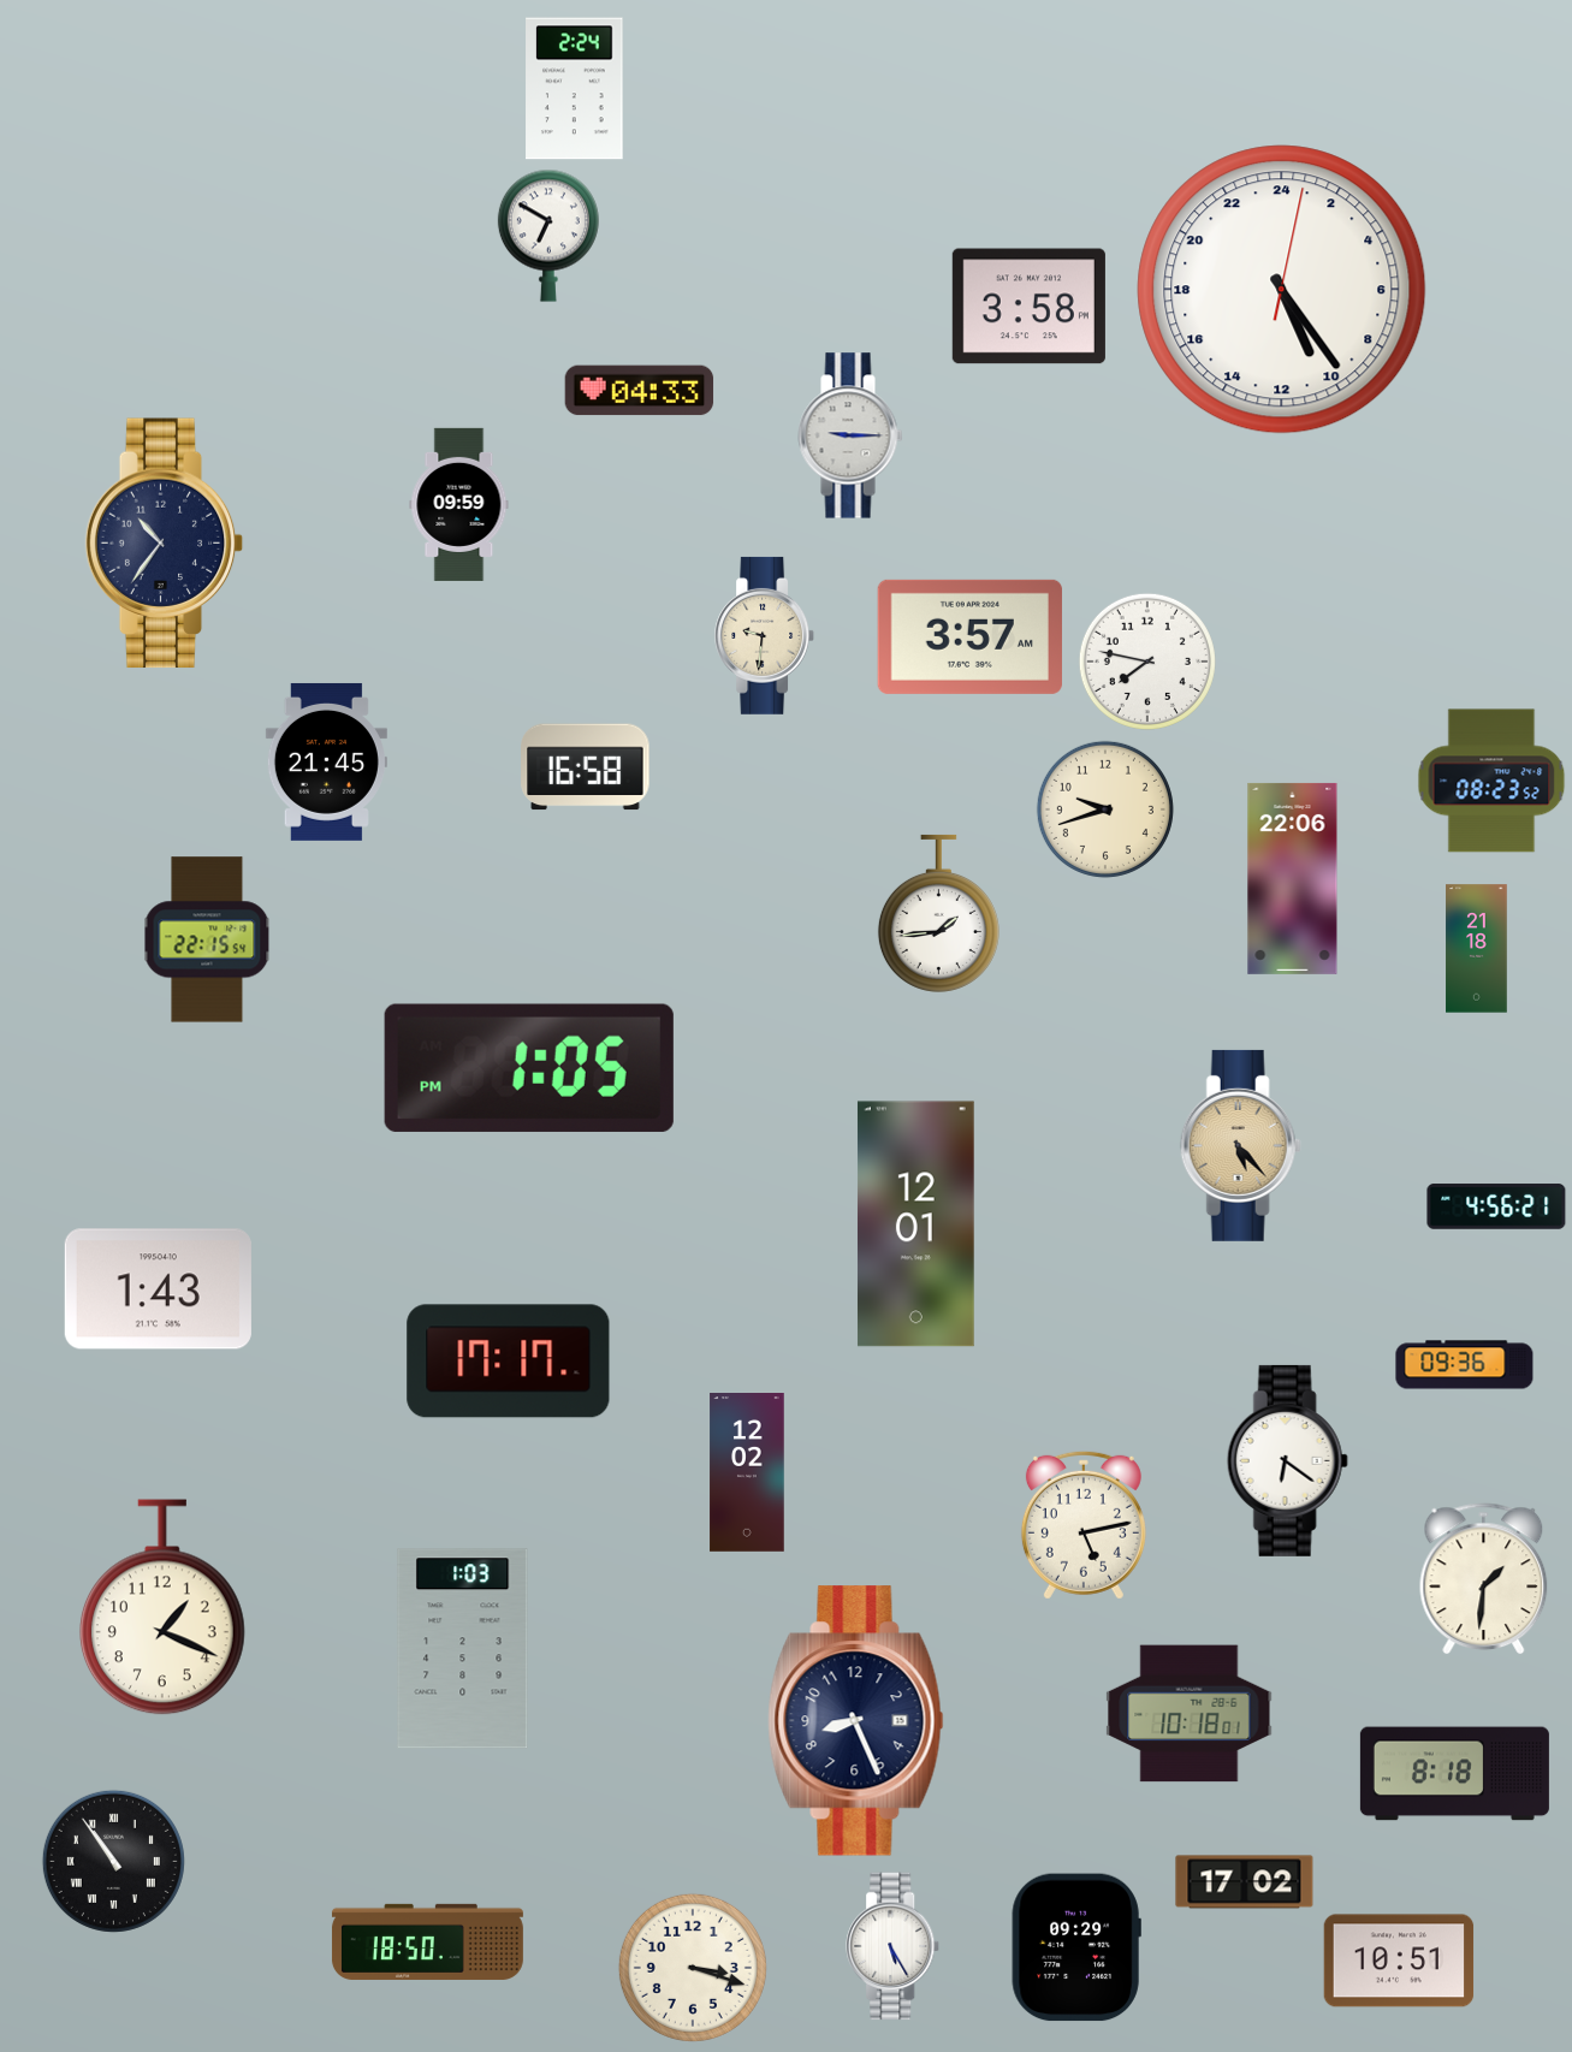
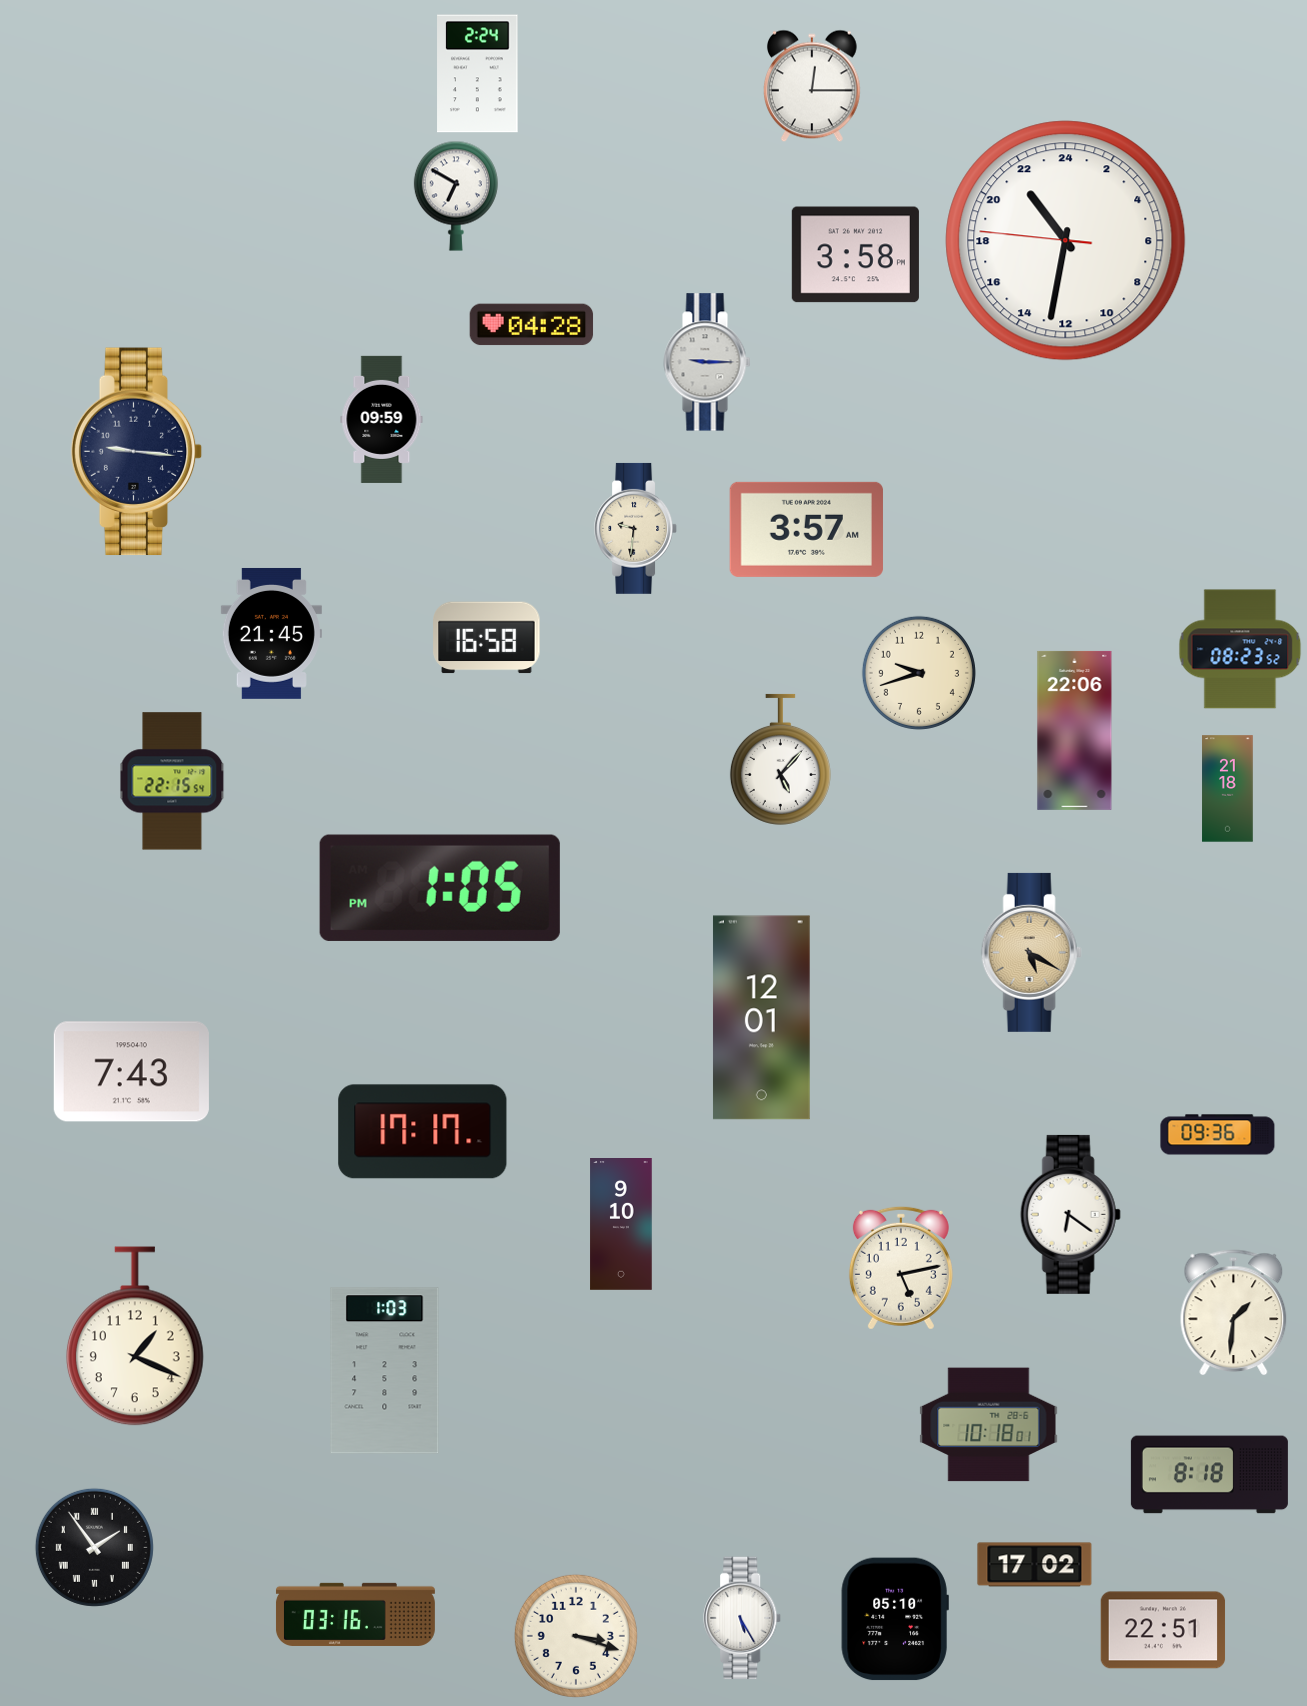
clock at (812, 86): none -> 12:15
clock at (1282, 290): 10:24 -> 21:31
clock at (640, 391): 04:33 -> 04:28
clock at (165, 544): 10:36 -> 9:16
clock at (1147, 662): 7:47 -> none
clock at (938, 913): 1:44 -> 5:07
clock at (1240, 1145): 5:23 -> 5:20
clock at (1496, 1206): 4:56 -> none
clock at (158, 1289): 1:43 -> 7:43
clock at (747, 1473): 12:02 -> 9:10
clock at (856, 1721): 8:26 -> none
clock at (113, 1861): 10:54 -> 1:54
clock at (427, 1941): 18:50 -> 03:16
clock at (1076, 1947): 09:29 -> 05:10
clock at (1399, 1961): 10:51 -> 22:51
